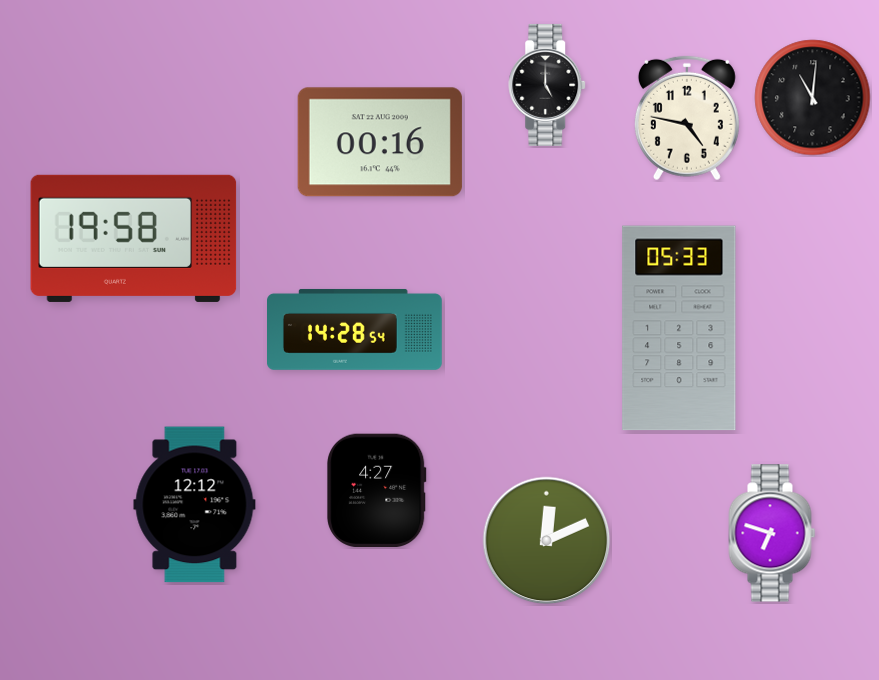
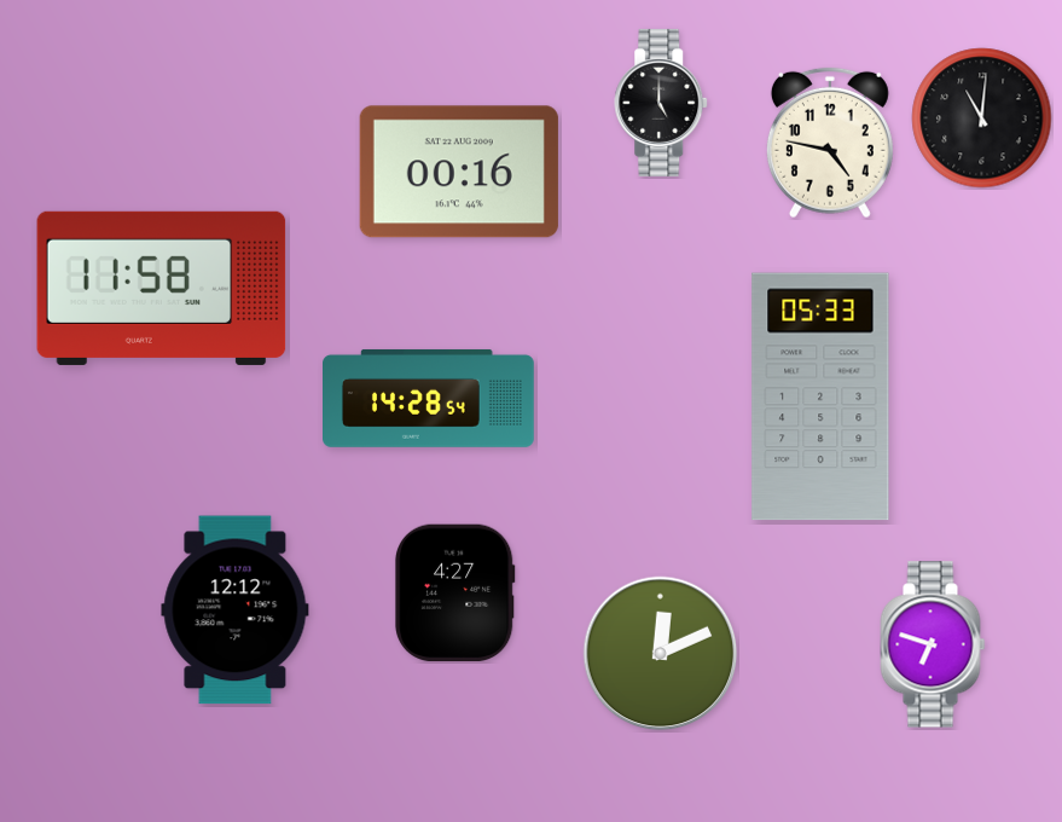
clock at (134, 238): 19:58 -> 11:58
